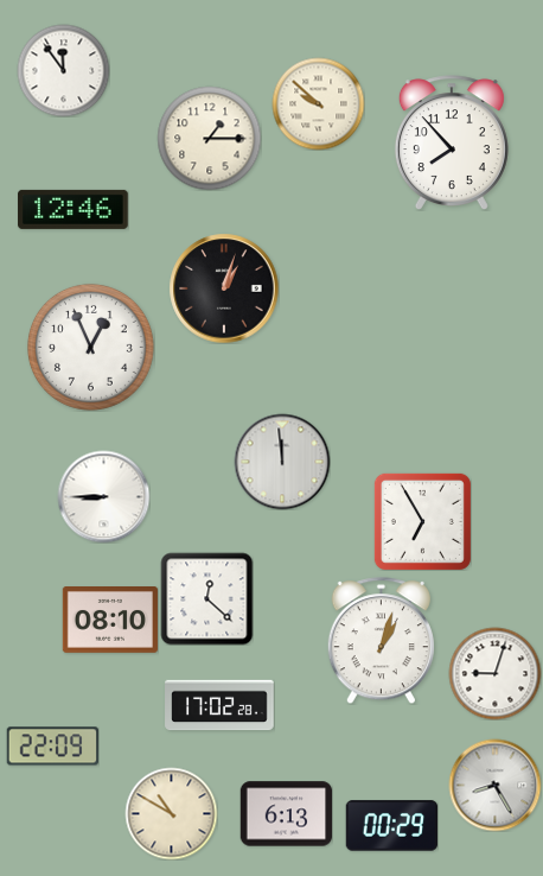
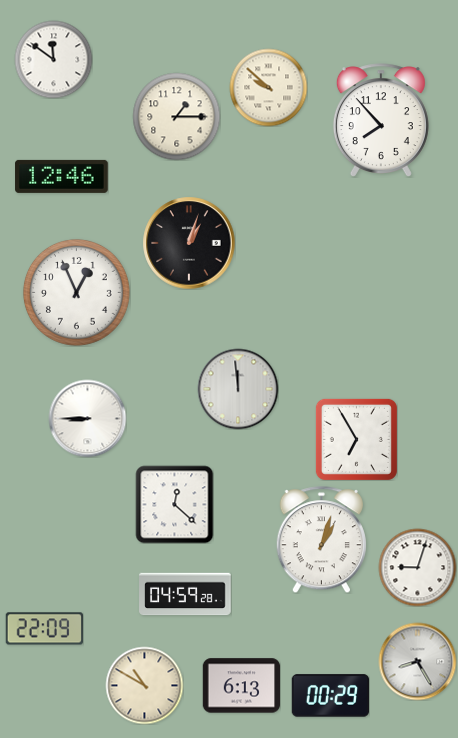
clock at (63, 70): 11:54 -> 11:51
clock at (110, 621): 08:10 -> none
clock at (219, 705): 17:02 -> 04:59
